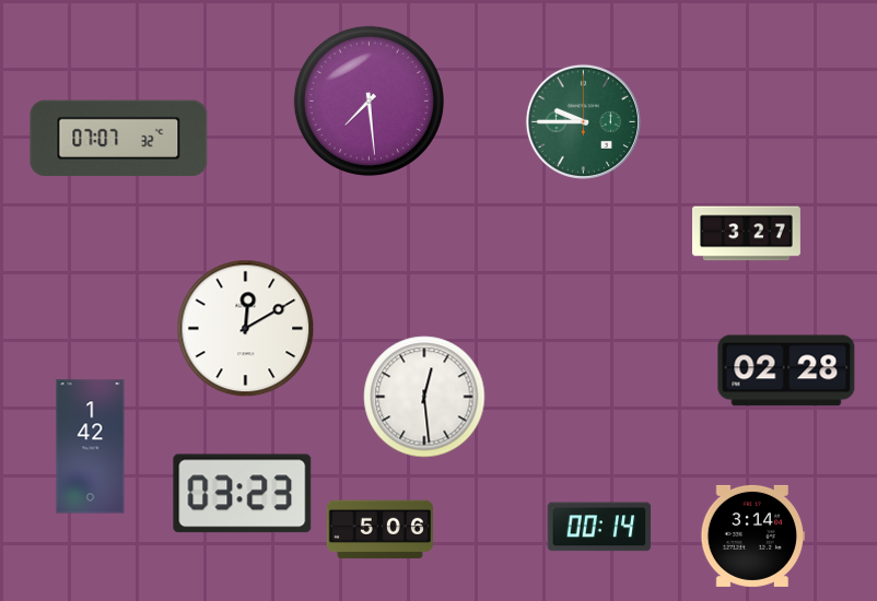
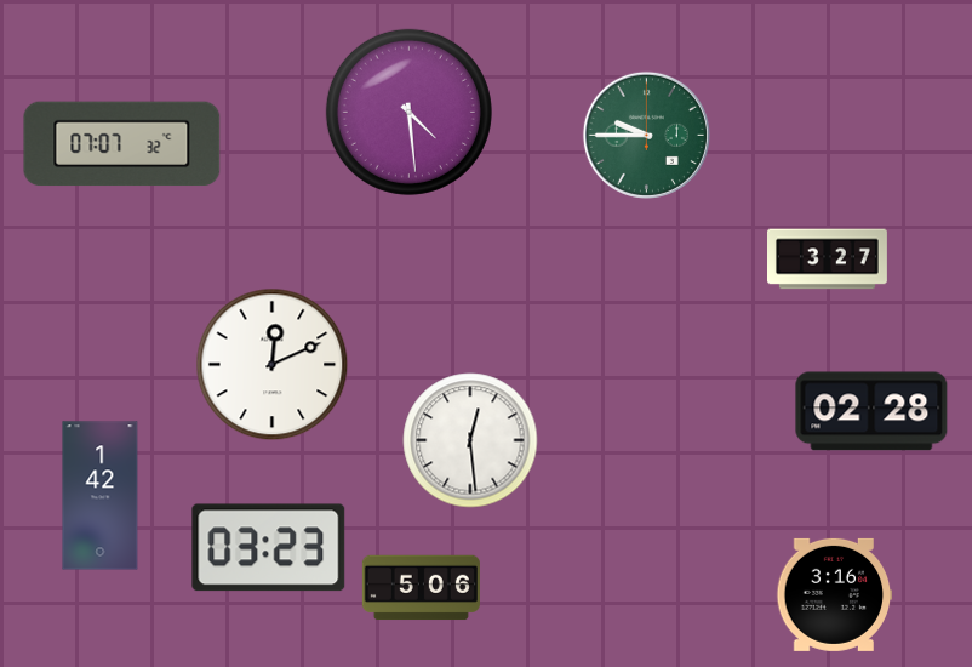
clock at (369, 101): 7:29 -> 4:29
clock at (119, 139) position: (119, 139) -> (122, 144)
clock at (246, 329): 12:10 -> 12:11
clock at (599, 527): 00:14 -> none
clock at (753, 535): 3:14 -> 3:16
